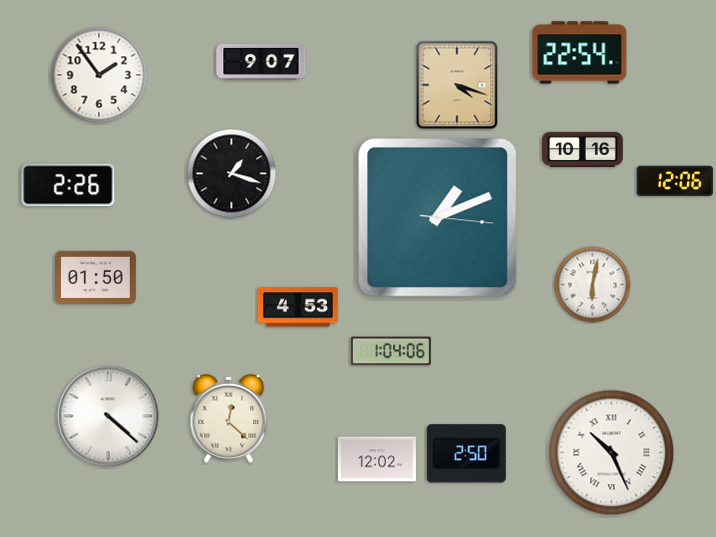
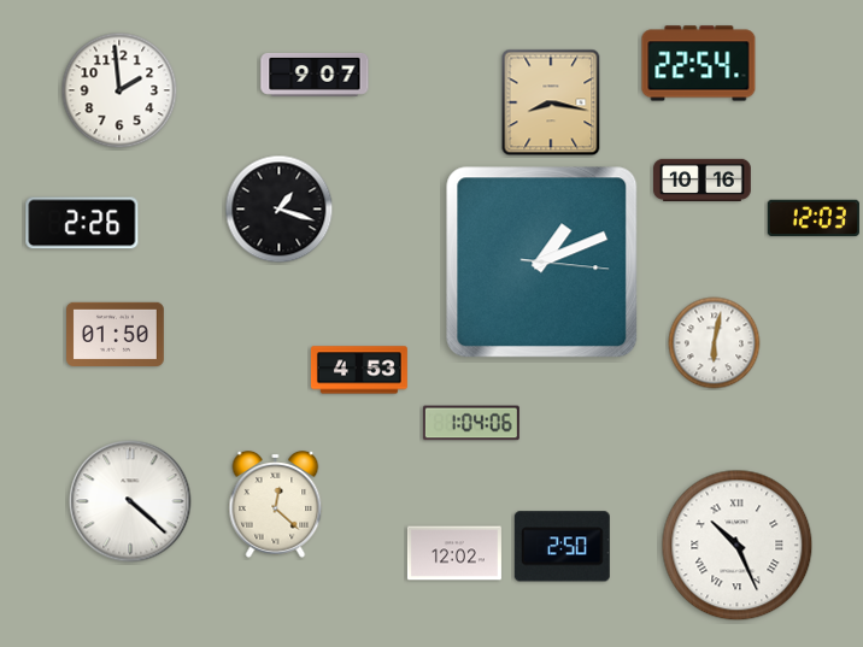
clock at (99, 75): 1:54 -> 1:59
clock at (457, 85): 4:18 -> 8:17
clock at (675, 181): 12:06 -> 12:03
clock at (438, 218) position: (438, 218) -> (542, 263)
